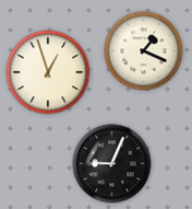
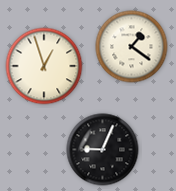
clock at (144, 51): 1:19 -> 1:21
